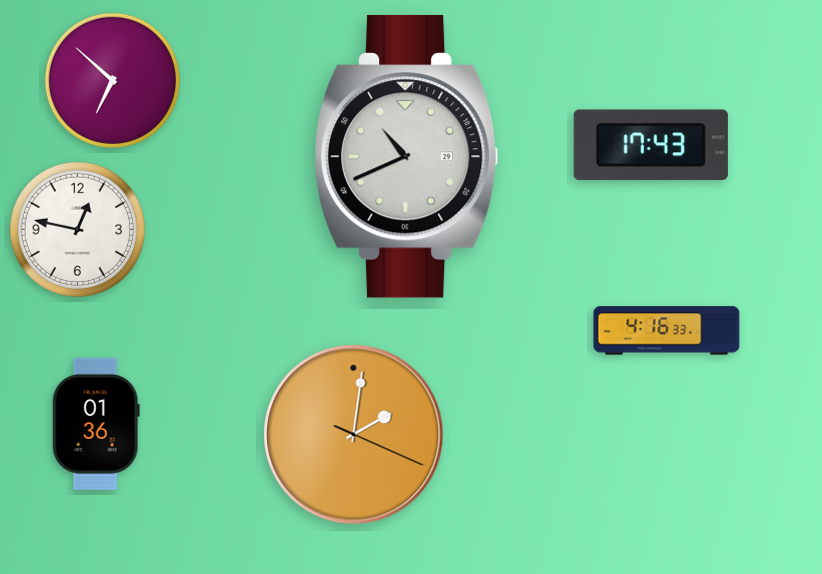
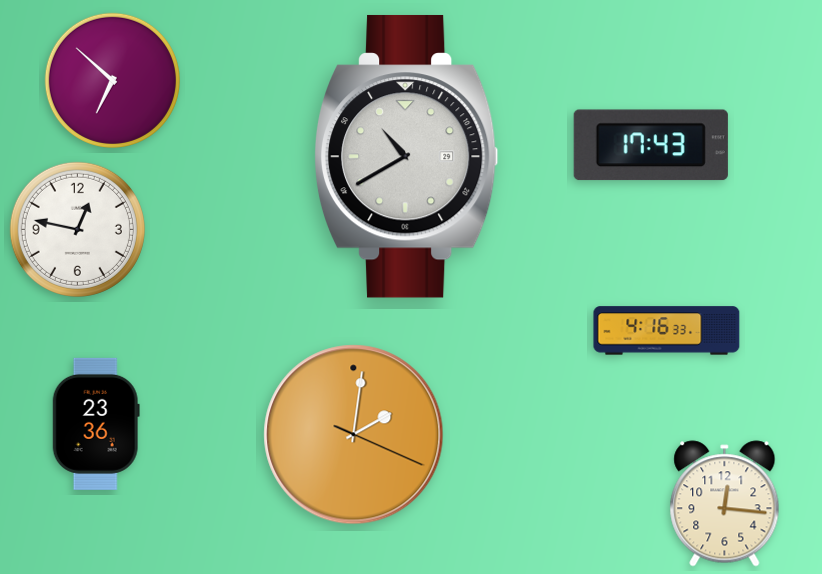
clock at (406, 156): 10:41 -> 10:40
clock at (96, 424): 01:36 -> 23:36
clock at (725, 504): none -> 12:16
